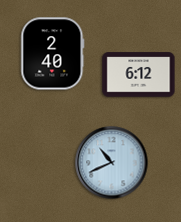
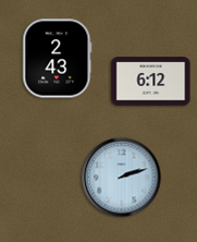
clock at (53, 54): 2:40 -> 2:43
clock at (112, 163): 10:41 -> 2:12
